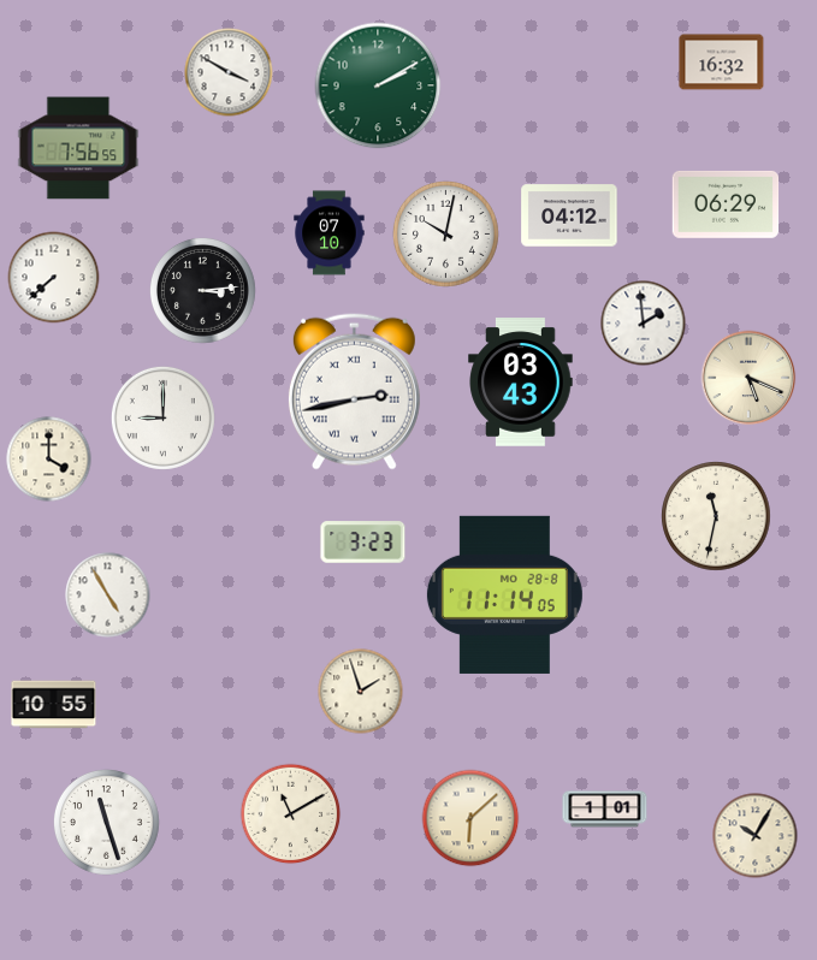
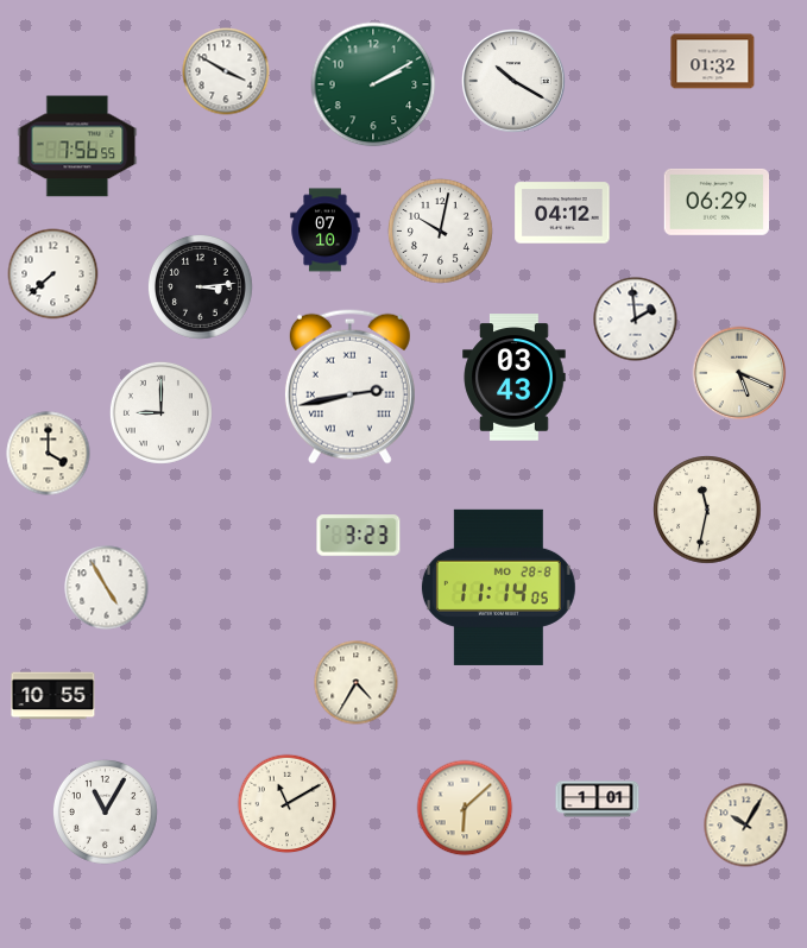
clock at (722, 63): 16:32 -> 01:32
clock at (513, 81): none -> 10:20
clock at (361, 692): 1:57 -> 4:35
clock at (106, 822): 11:27 -> 11:05
